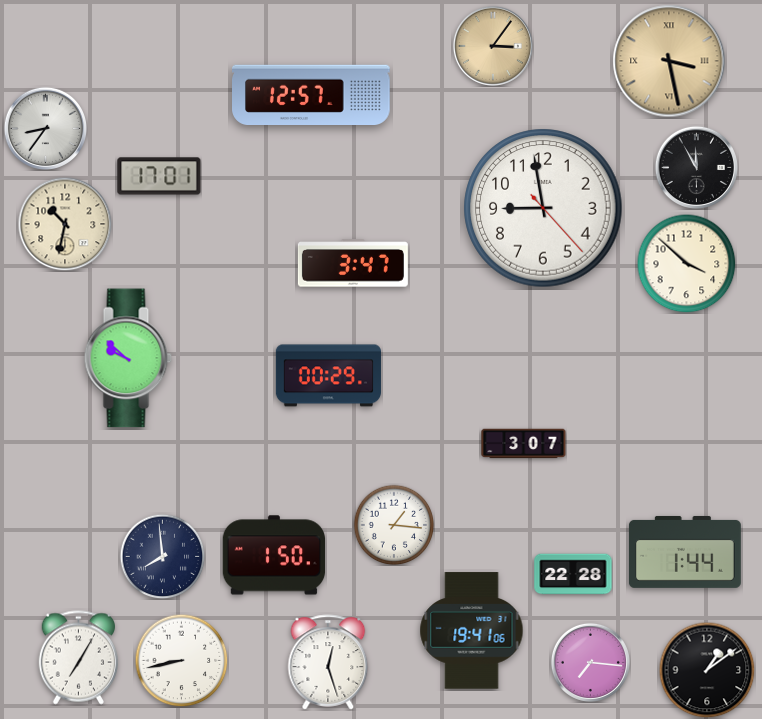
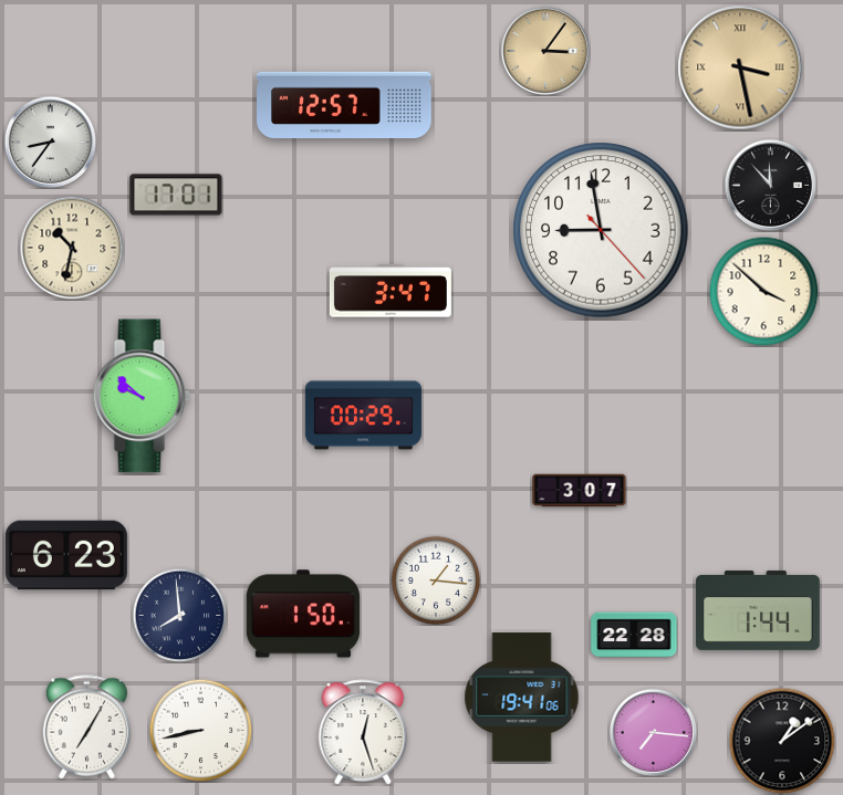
clock at (696, 167): 11:55 -> 11:53
clock at (687, 264) position: (687, 264) -> (764, 292)
clock at (66, 555): none -> 6:23
